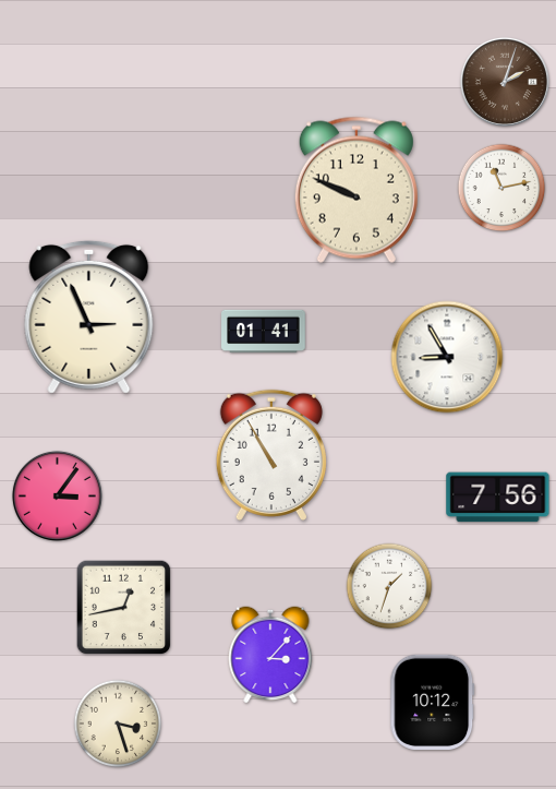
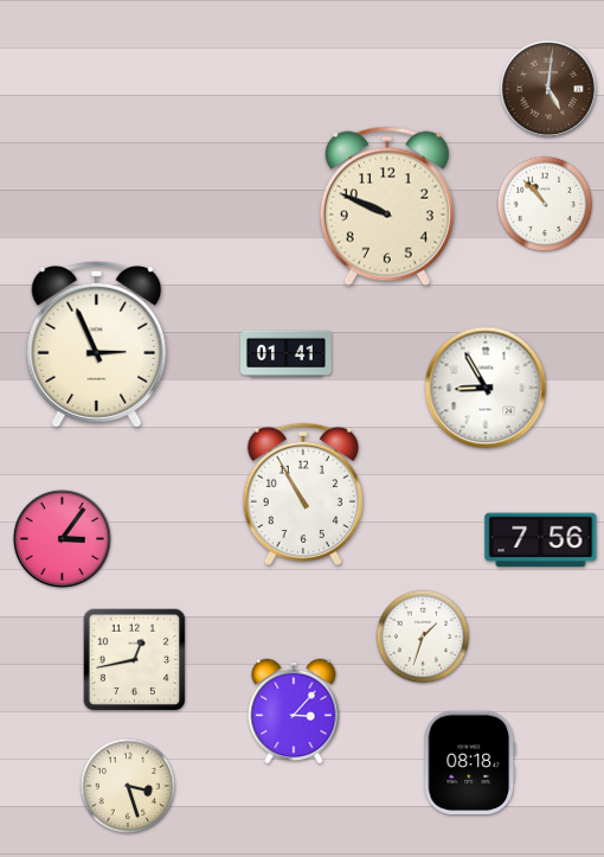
clock at (505, 82): 2:03 -> 5:01
clock at (501, 188): 11:13 -> 10:53
clock at (264, 332) position: (264, 332) -> (287, 354)
clock at (271, 455) position: (271, 455) -> (303, 494)
clock at (433, 702): 10:12 -> 08:18
